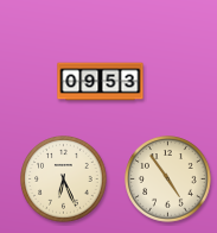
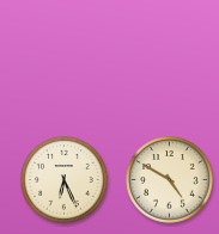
clock at (101, 82): 09:53 -> none
clock at (168, 180): 4:54 -> 4:50
